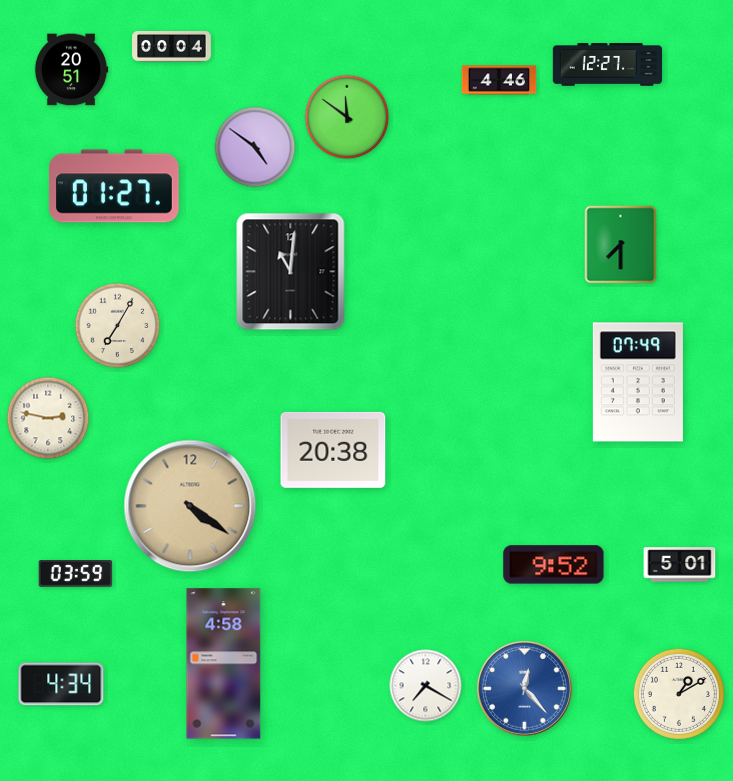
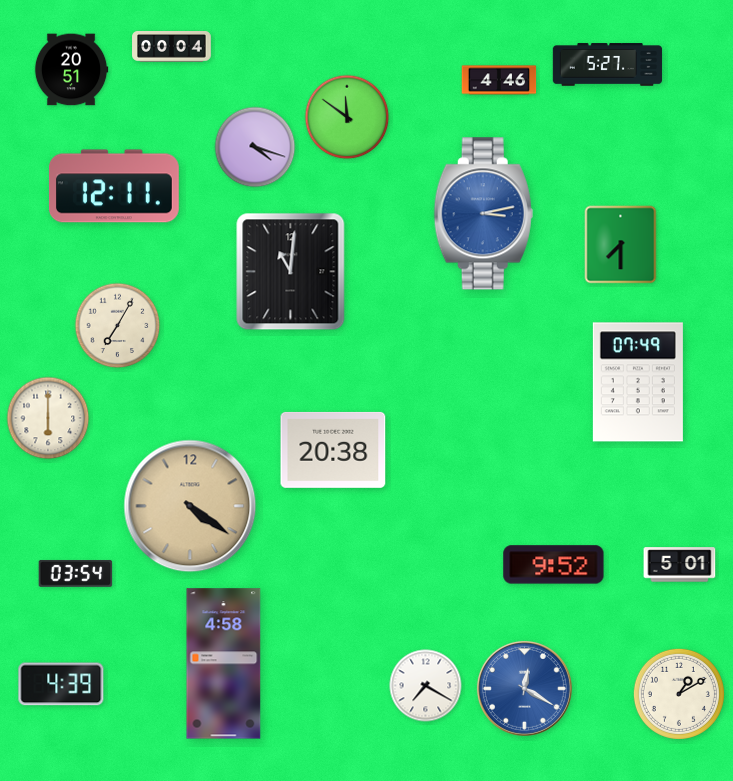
clock at (608, 65): 12:27 -> 5:27
clock at (255, 147): 4:51 -> 4:18
clock at (114, 186): 01:27 -> 12:11
clock at (483, 214): none -> 3:13
clock at (48, 418): 2:47 -> 6:00
clock at (76, 574): 03:59 -> 03:54
clock at (61, 684): 4:34 -> 4:39
clock at (524, 688): 12:23 -> 12:20
